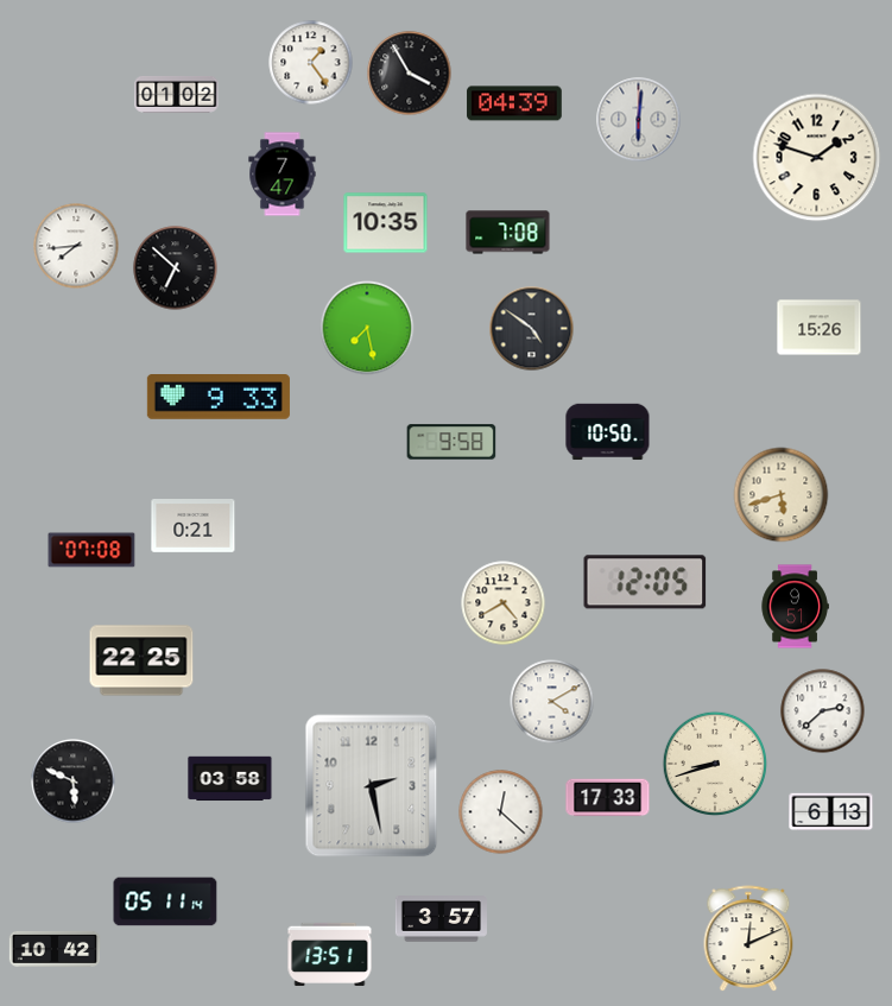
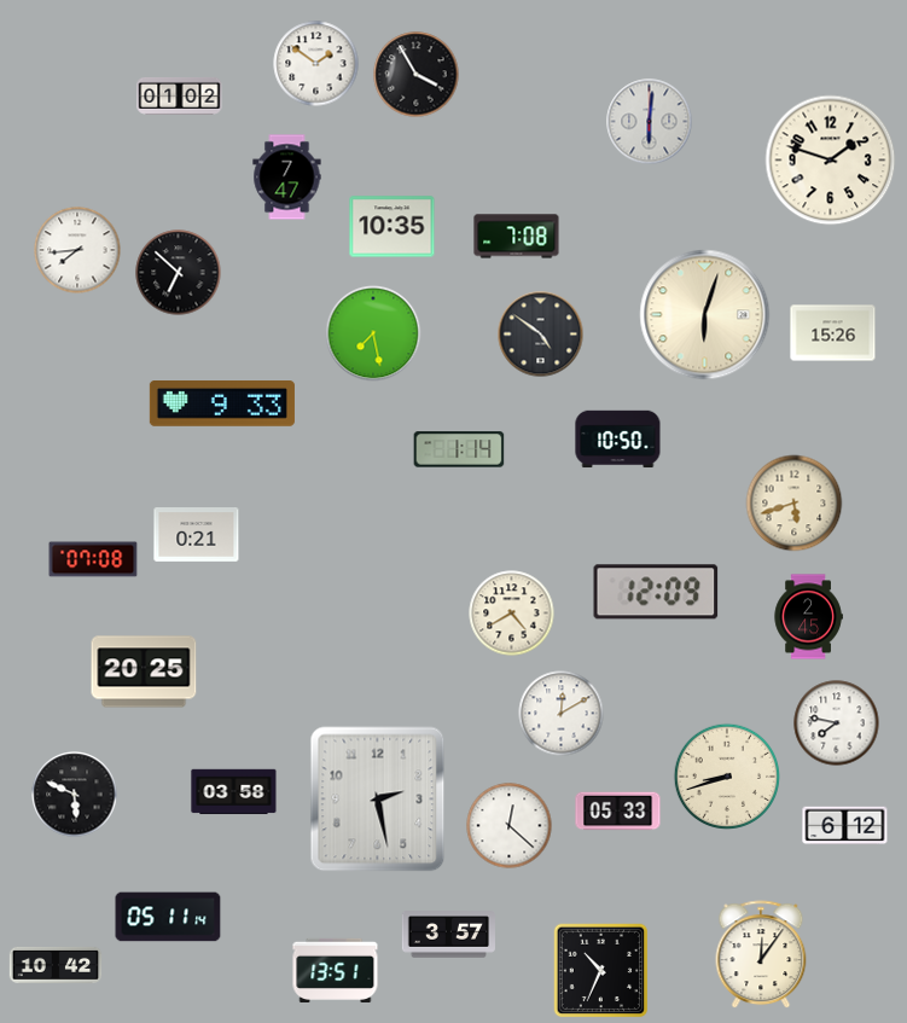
clock at (311, 63): 1:24 -> 1:51
clock at (514, 103): 04:39 -> none
clock at (705, 315): none -> 6:03
clock at (451, 442): 9:58 -> 1:14
clock at (645, 582): 12:05 -> 12:09
clock at (795, 607): 9:51 -> 2:45
clock at (141, 660): 22:25 -> 20:25
clock at (552, 702): 4:10 -> 12:10
clock at (823, 711): 2:38 -> 7:47
clock at (608, 798): 17:33 -> 05:33
clock at (831, 812): 6:13 -> 6:12
clock at (748, 939): 12:11 -> 12:06
clock at (601, 971): none -> 10:34
